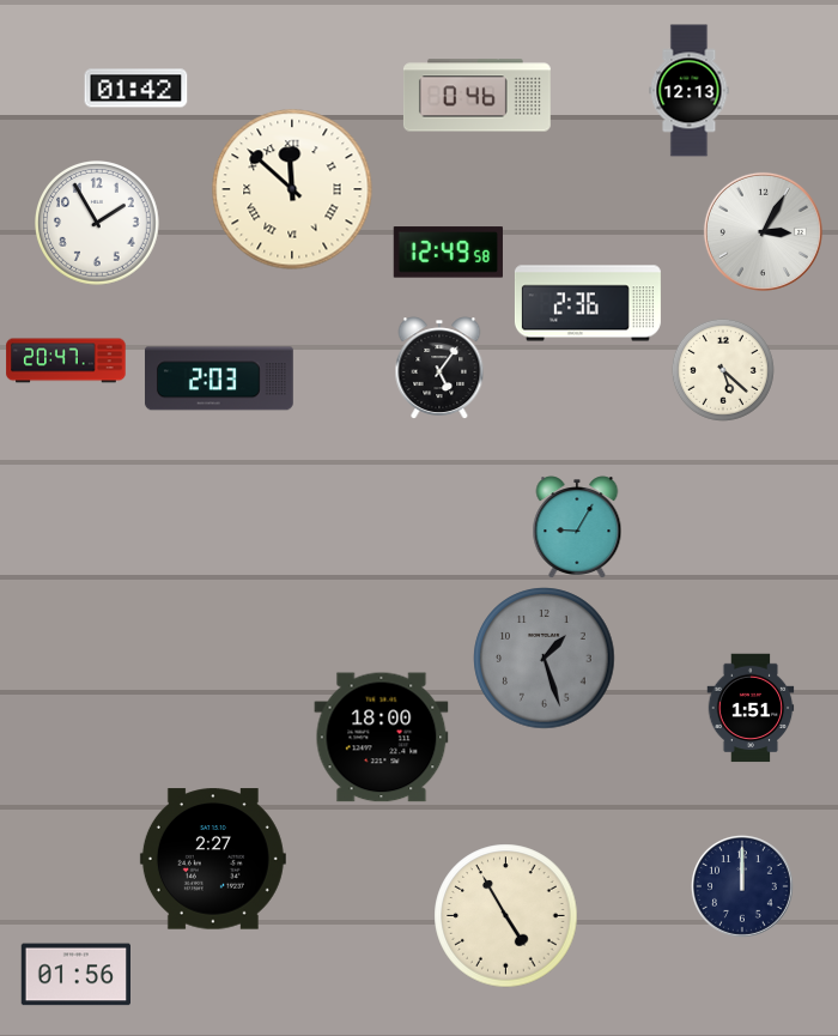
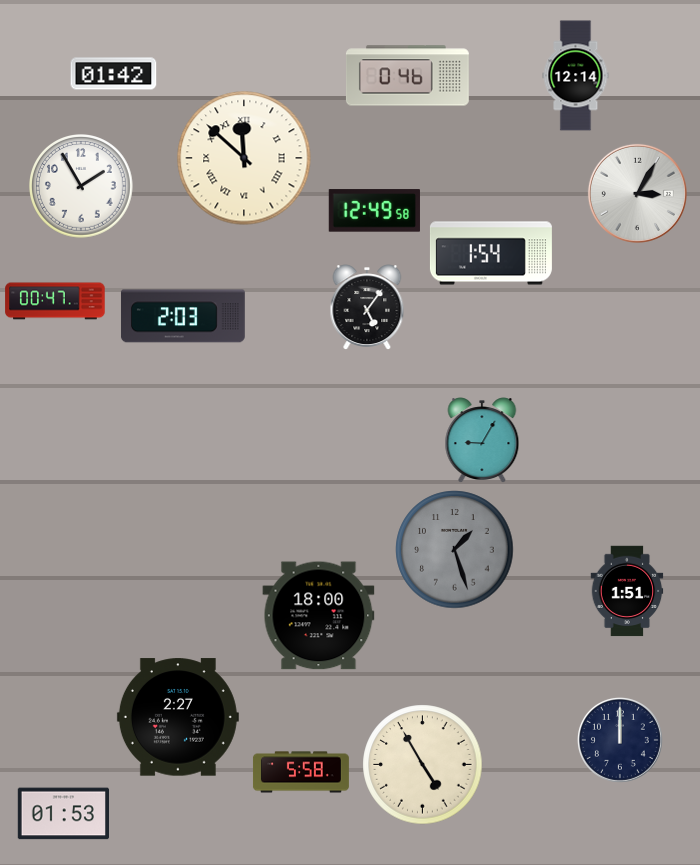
clock at (690, 91): 12:13 -> 12:14
clock at (476, 96) position: (476, 96) -> (407, 76)
clock at (588, 303): 2:36 -> 1:54
clock at (66, 361): 20:47 -> 00:47
clock at (723, 370): 5:22 -> none
clock at (301, 772): none -> 5:58
clock at (75, 975): 01:56 -> 01:53
